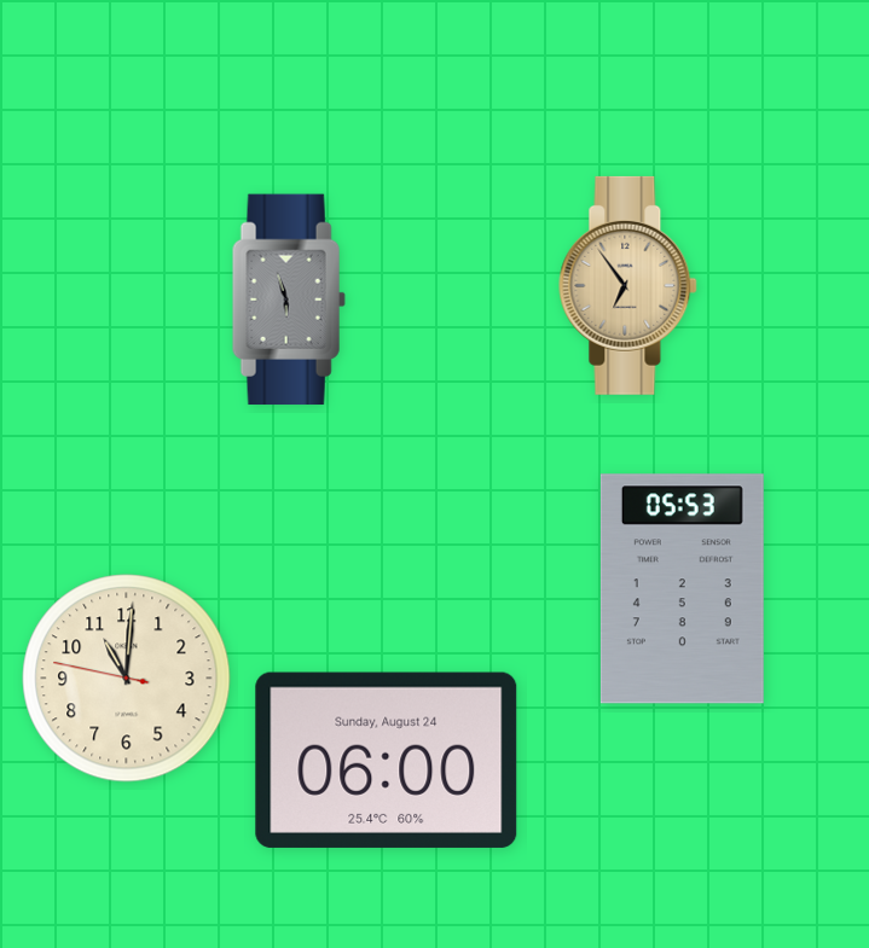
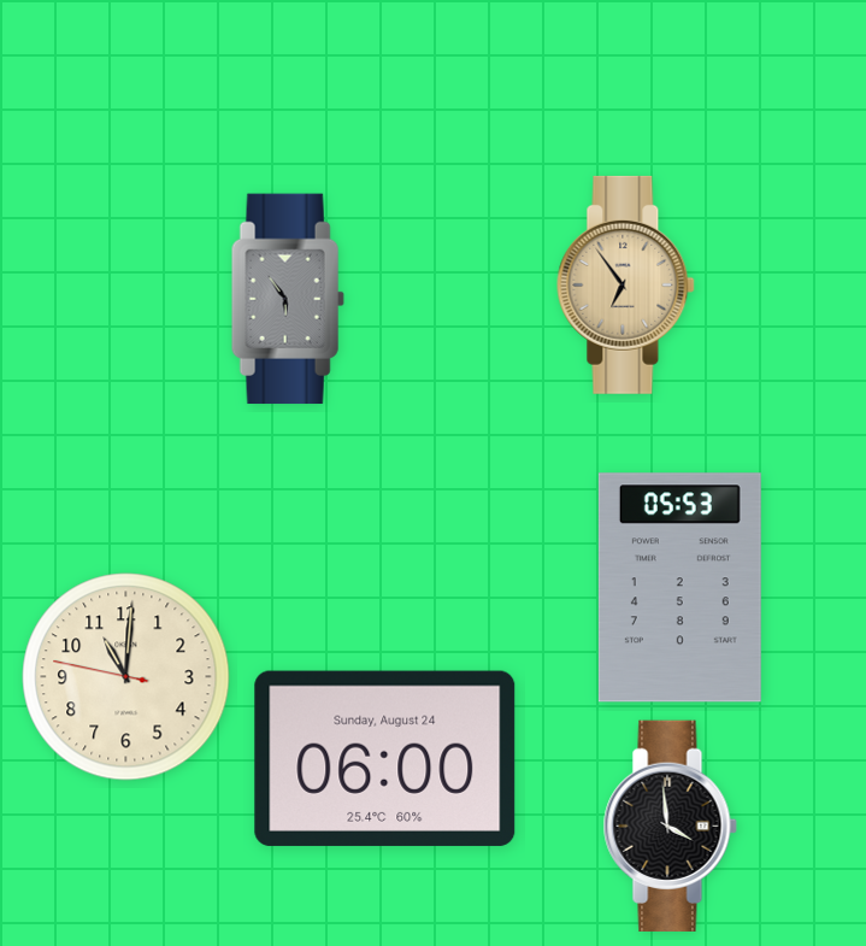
clock at (289, 299): 5:57 -> 5:54
clock at (670, 825): none -> 3:59
